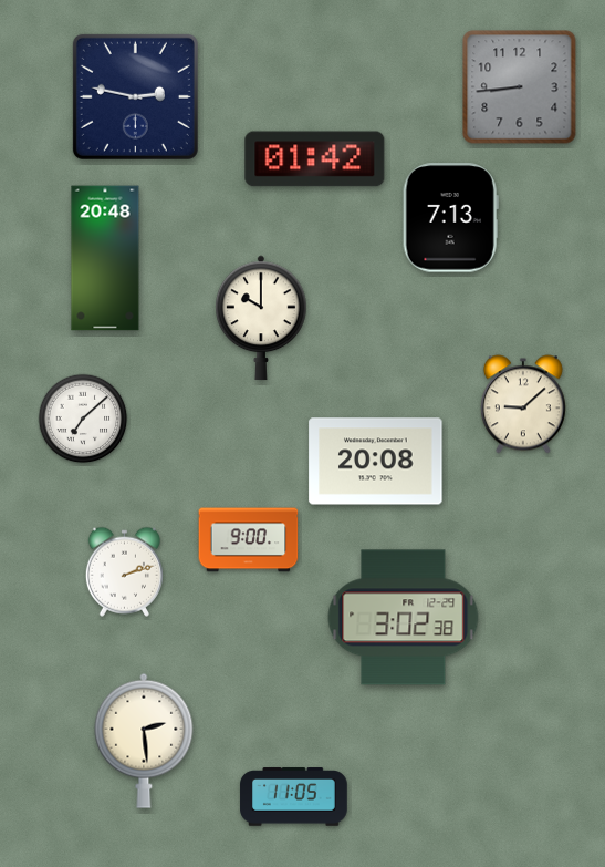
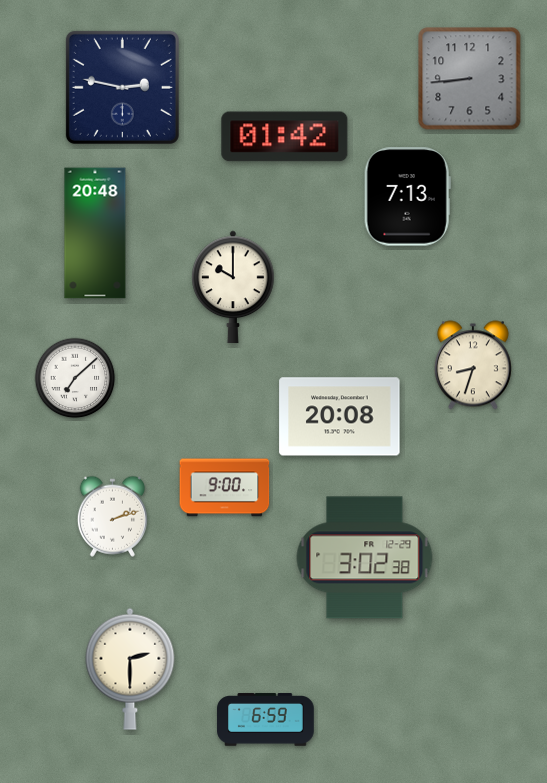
clock at (315, 159) position: (315, 159) -> (285, 137)
clock at (261, 318) position: (261, 318) -> (233, 287)
clock at (523, 404): 9:08 -> 8:33
clock at (144, 741): 2:29 -> 2:30
clock at (294, 797): 11:05 -> 6:59
